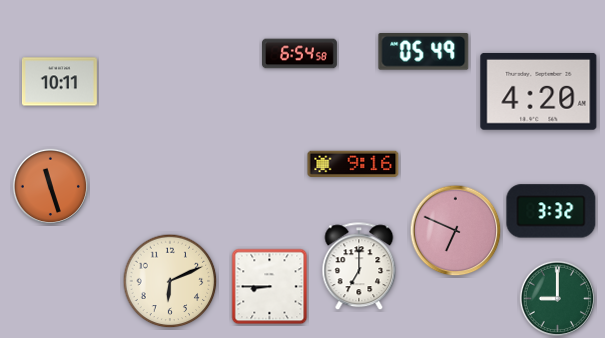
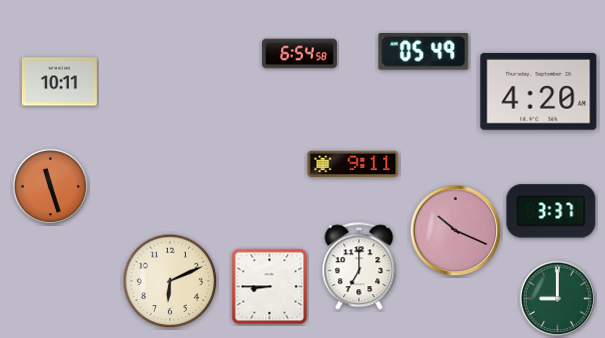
clock at (353, 163): 9:16 -> 9:11
clock at (551, 211): 3:32 -> 3:37
clock at (456, 231): 6:49 -> 10:19
